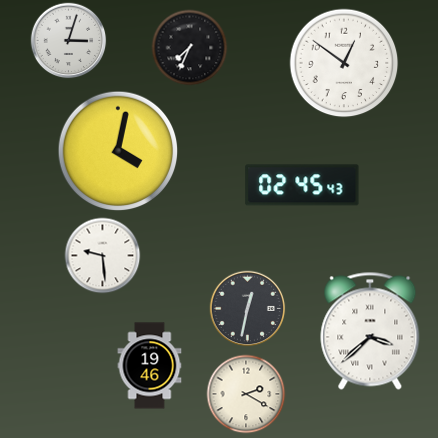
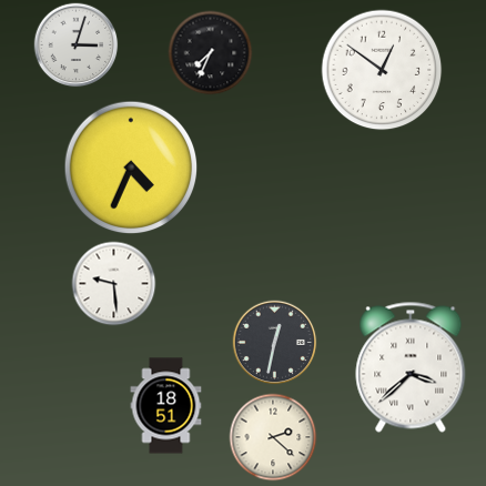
clock at (118, 151): 4:02 -> 4:34
clock at (302, 185): 02:45 -> none
clock at (150, 366): 19:46 -> 18:51
clock at (246, 394): 2:20 -> 2:22
